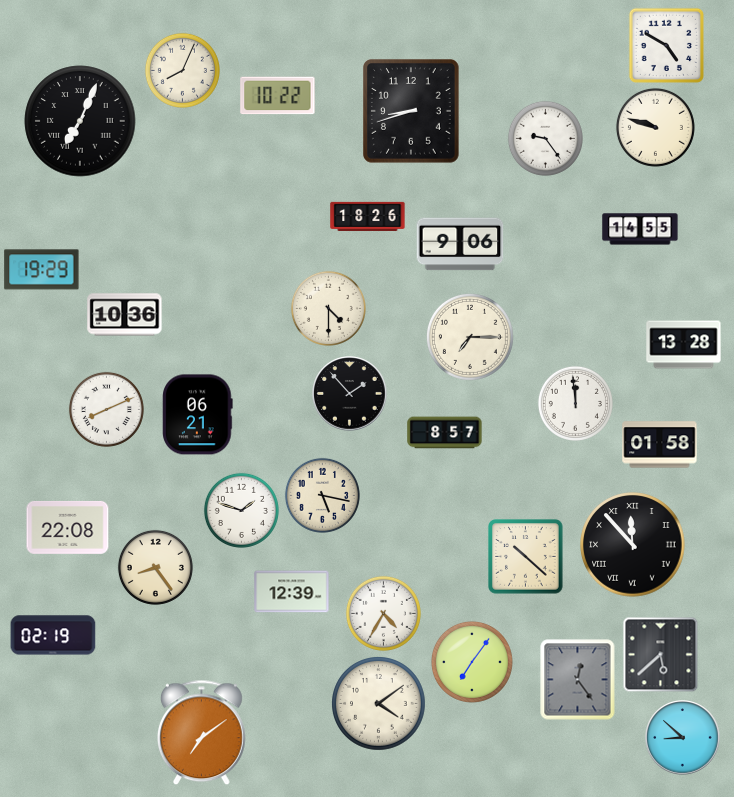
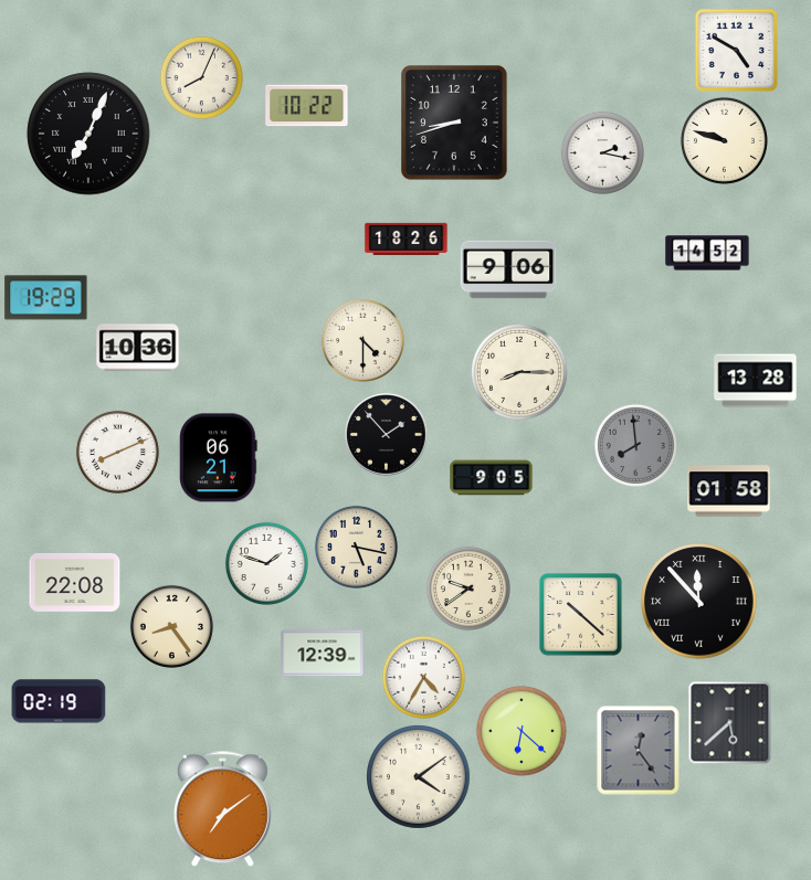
clock at (545, 138): 9:24 -> 2:17
clock at (640, 229): 14:55 -> 14:52
clock at (470, 337): 7:15 -> 8:15
clock at (575, 403): 11:59 -> 7:59
clock at (575, 403) dial: white -> grey
clock at (445, 433): 8:57 -> 9:05
clock at (468, 589): none -> 9:39
clock at (472, 662): 7:06 -> 6:22
clock at (683, 738): 8:52 -> none
